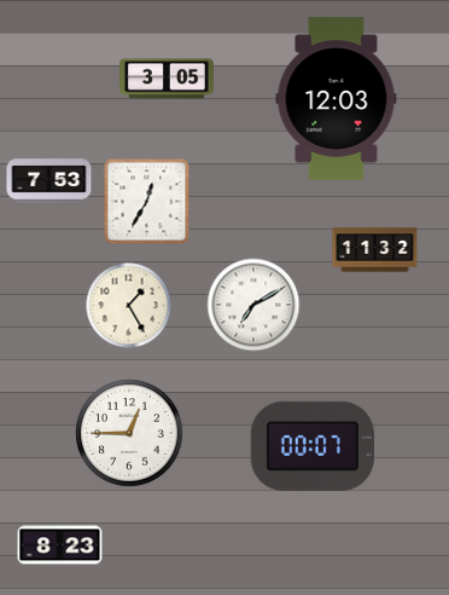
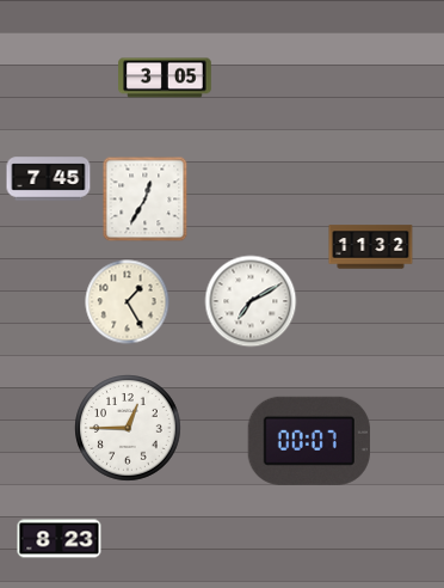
clock at (337, 99): 12:03 -> none
clock at (49, 181): 7:53 -> 7:45
